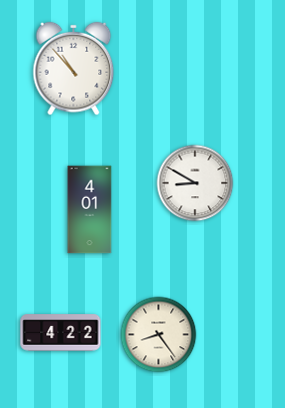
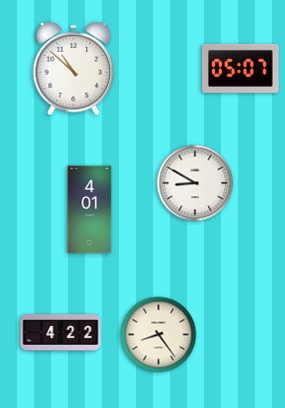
clock at (241, 68): none -> 05:07
clock at (74, 69): 10:53 -> 10:52
